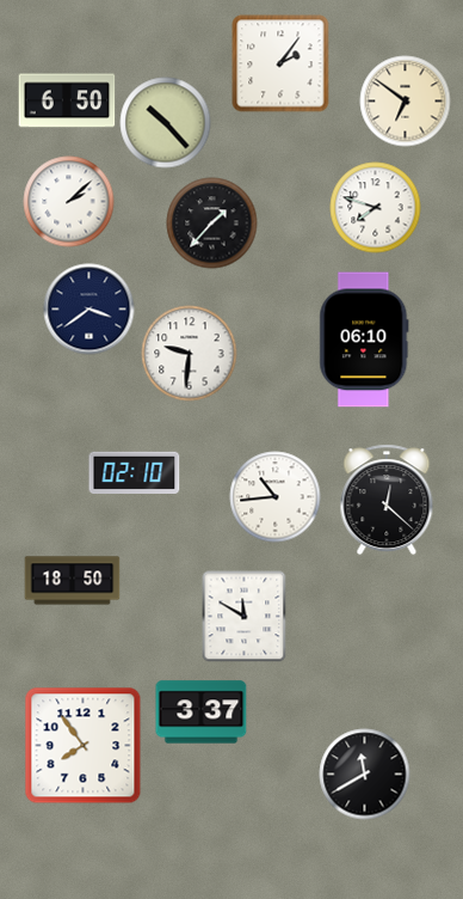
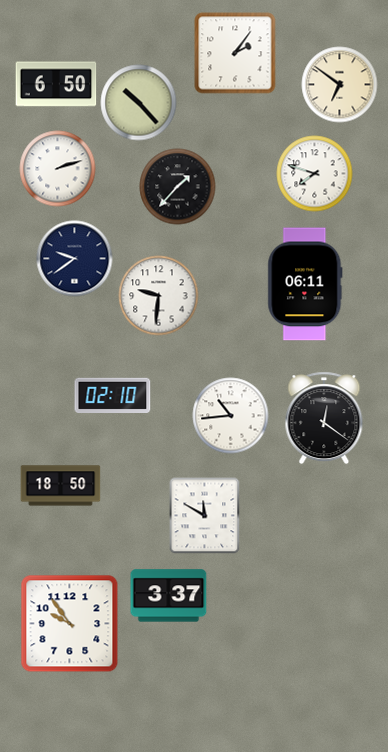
clock at (69, 202): 2:08 -> 2:12
clock at (89, 310): 3:39 -> 9:39
clock at (364, 340): 06:10 -> 06:11
clock at (387, 500): 12:22 -> 12:21
clock at (84, 746): 7:54 -> 9:54
clock at (365, 775): 11:40 -> none
